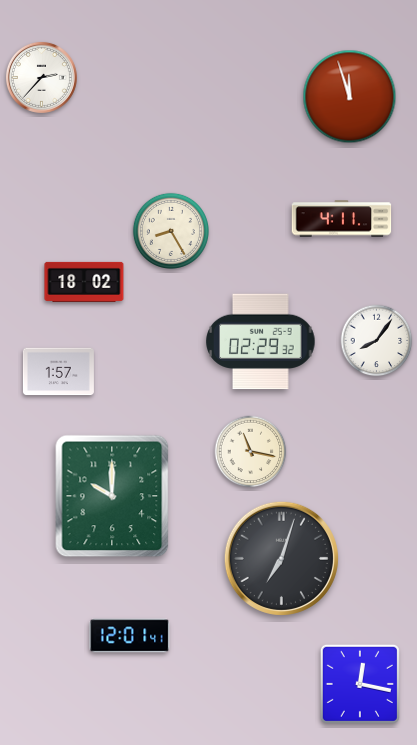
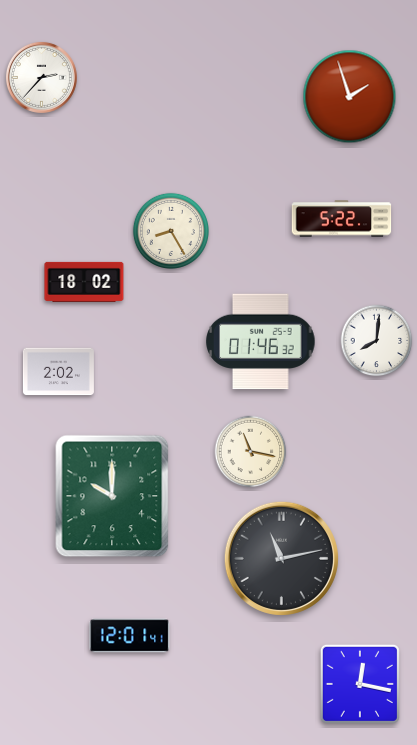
clock at (350, 97): 11:57 -> 1:57
clock at (342, 219): 4:11 -> 5:22
clock at (377, 341): 8:06 -> 8:01
clock at (261, 342): 02:29 -> 01:46
clock at (58, 372): 1:57 -> 2:02
clock at (281, 558): 7:03 -> 11:13
